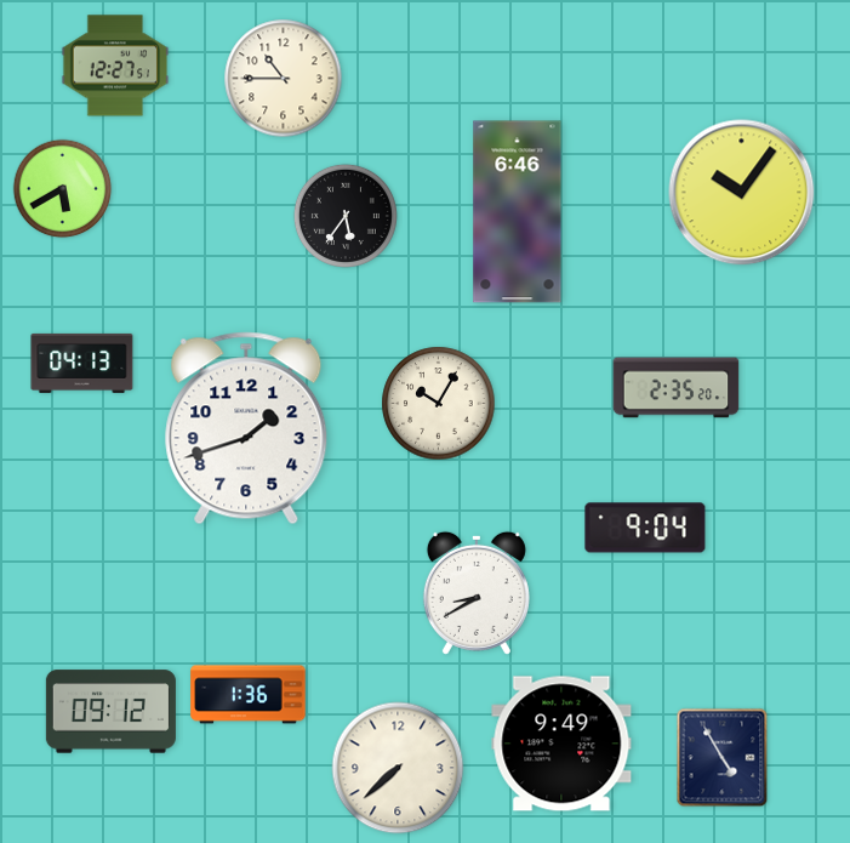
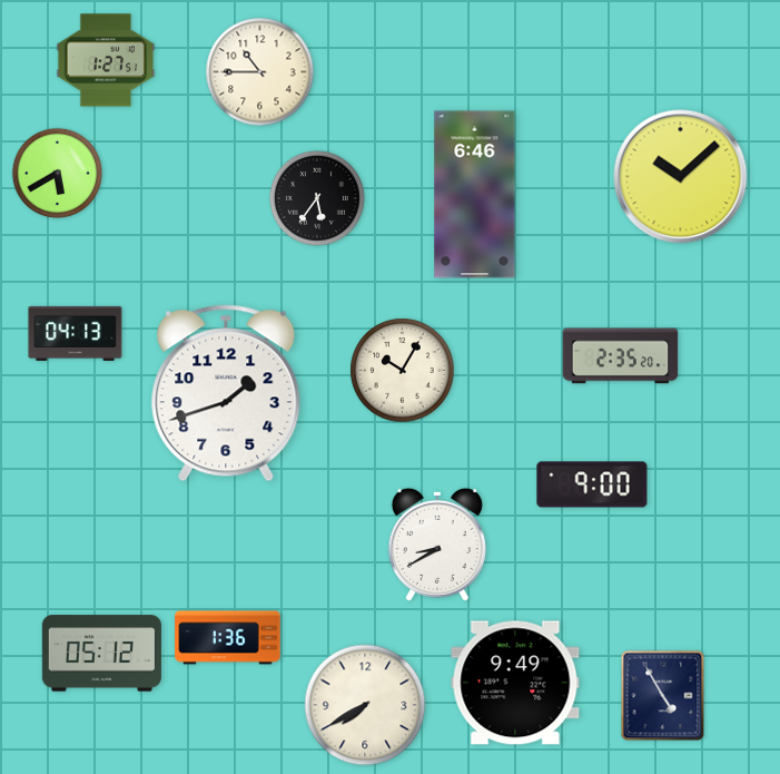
clock at (115, 65): 12:27 -> 1:27
clock at (742, 193): 10:06 -> 10:08
clock at (645, 528): 9:04 -> 9:00
clock at (110, 712): 09:12 -> 05:12
clock at (398, 768): 7:38 -> 7:40
